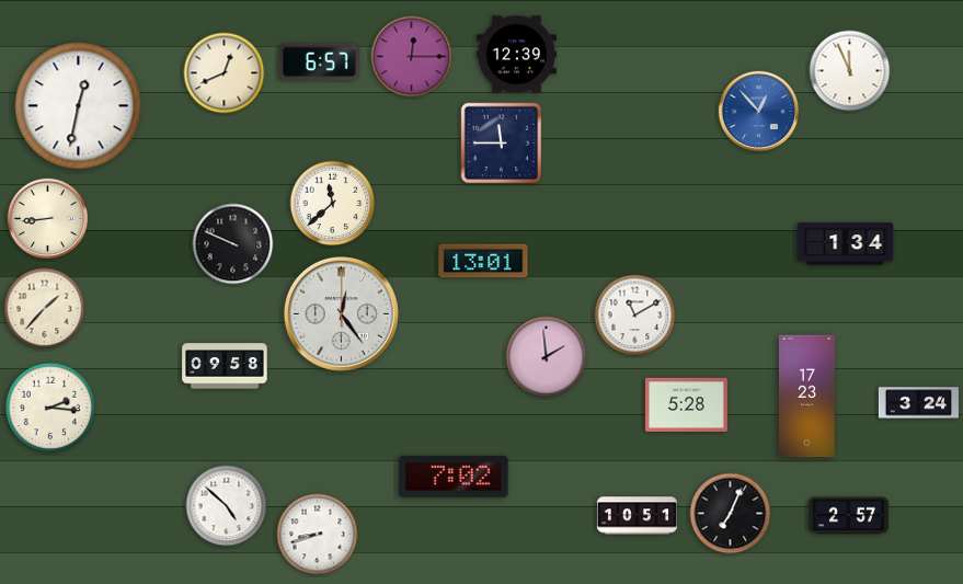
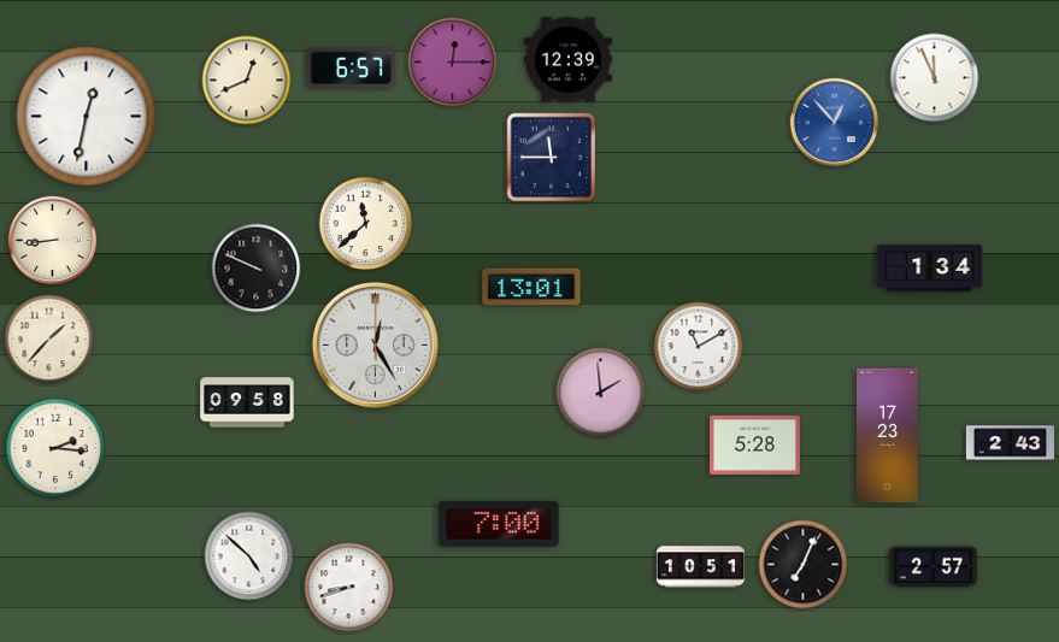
clock at (341, 313): 12:24 -> 12:25
clock at (918, 403): 3:24 -> 2:43
clock at (454, 477): 7:02 -> 7:00
